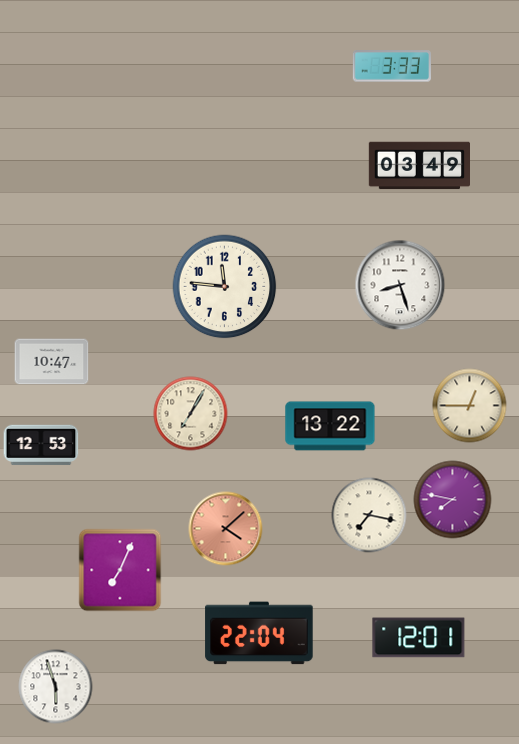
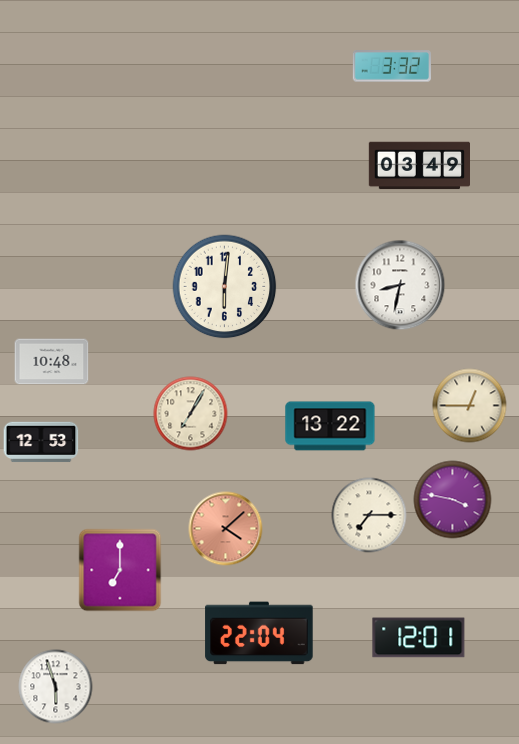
clock at (391, 66): 3:33 -> 3:32
clock at (400, 285): 8:27 -> 8:32
clock at (225, 287): 11:46 -> 6:01
clock at (52, 362): 10:47 -> 10:48
clock at (41, 445) position: (41, 445) -> (41, 442)
clock at (453, 500): 7:47 -> 3:47
clock at (369, 515): 7:17 -> 7:15
clock at (120, 570): 7:04 -> 7:00
